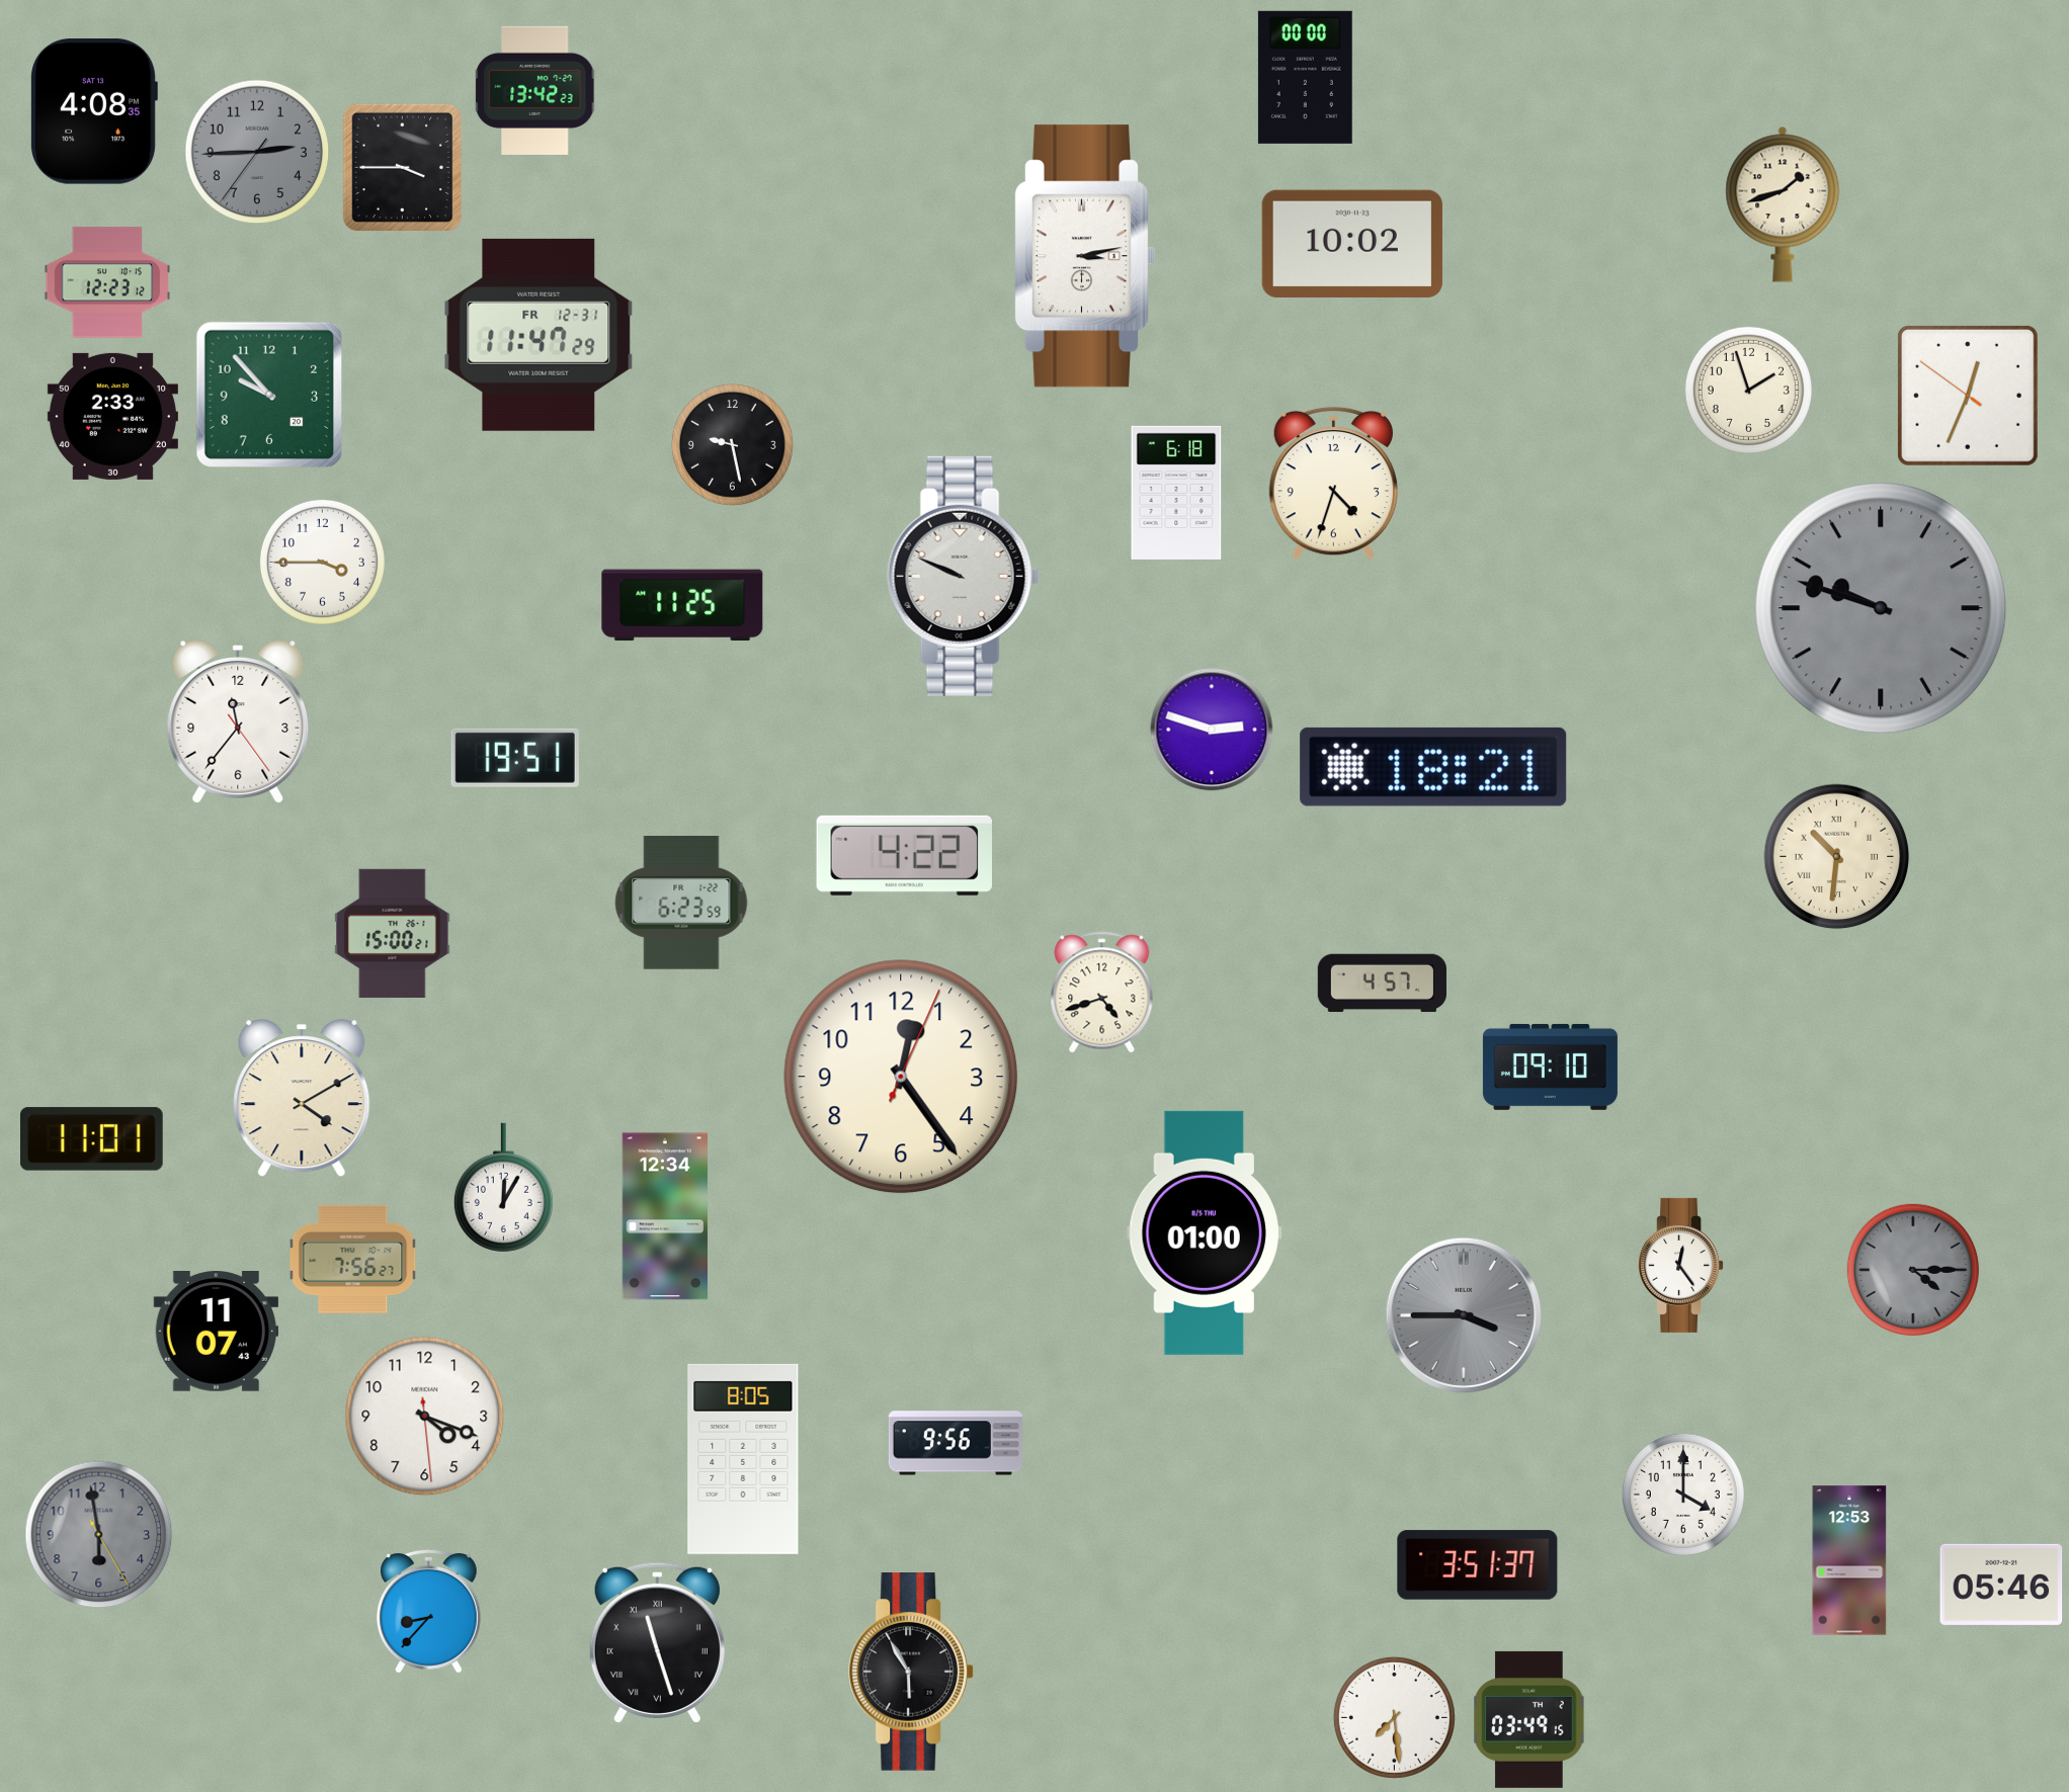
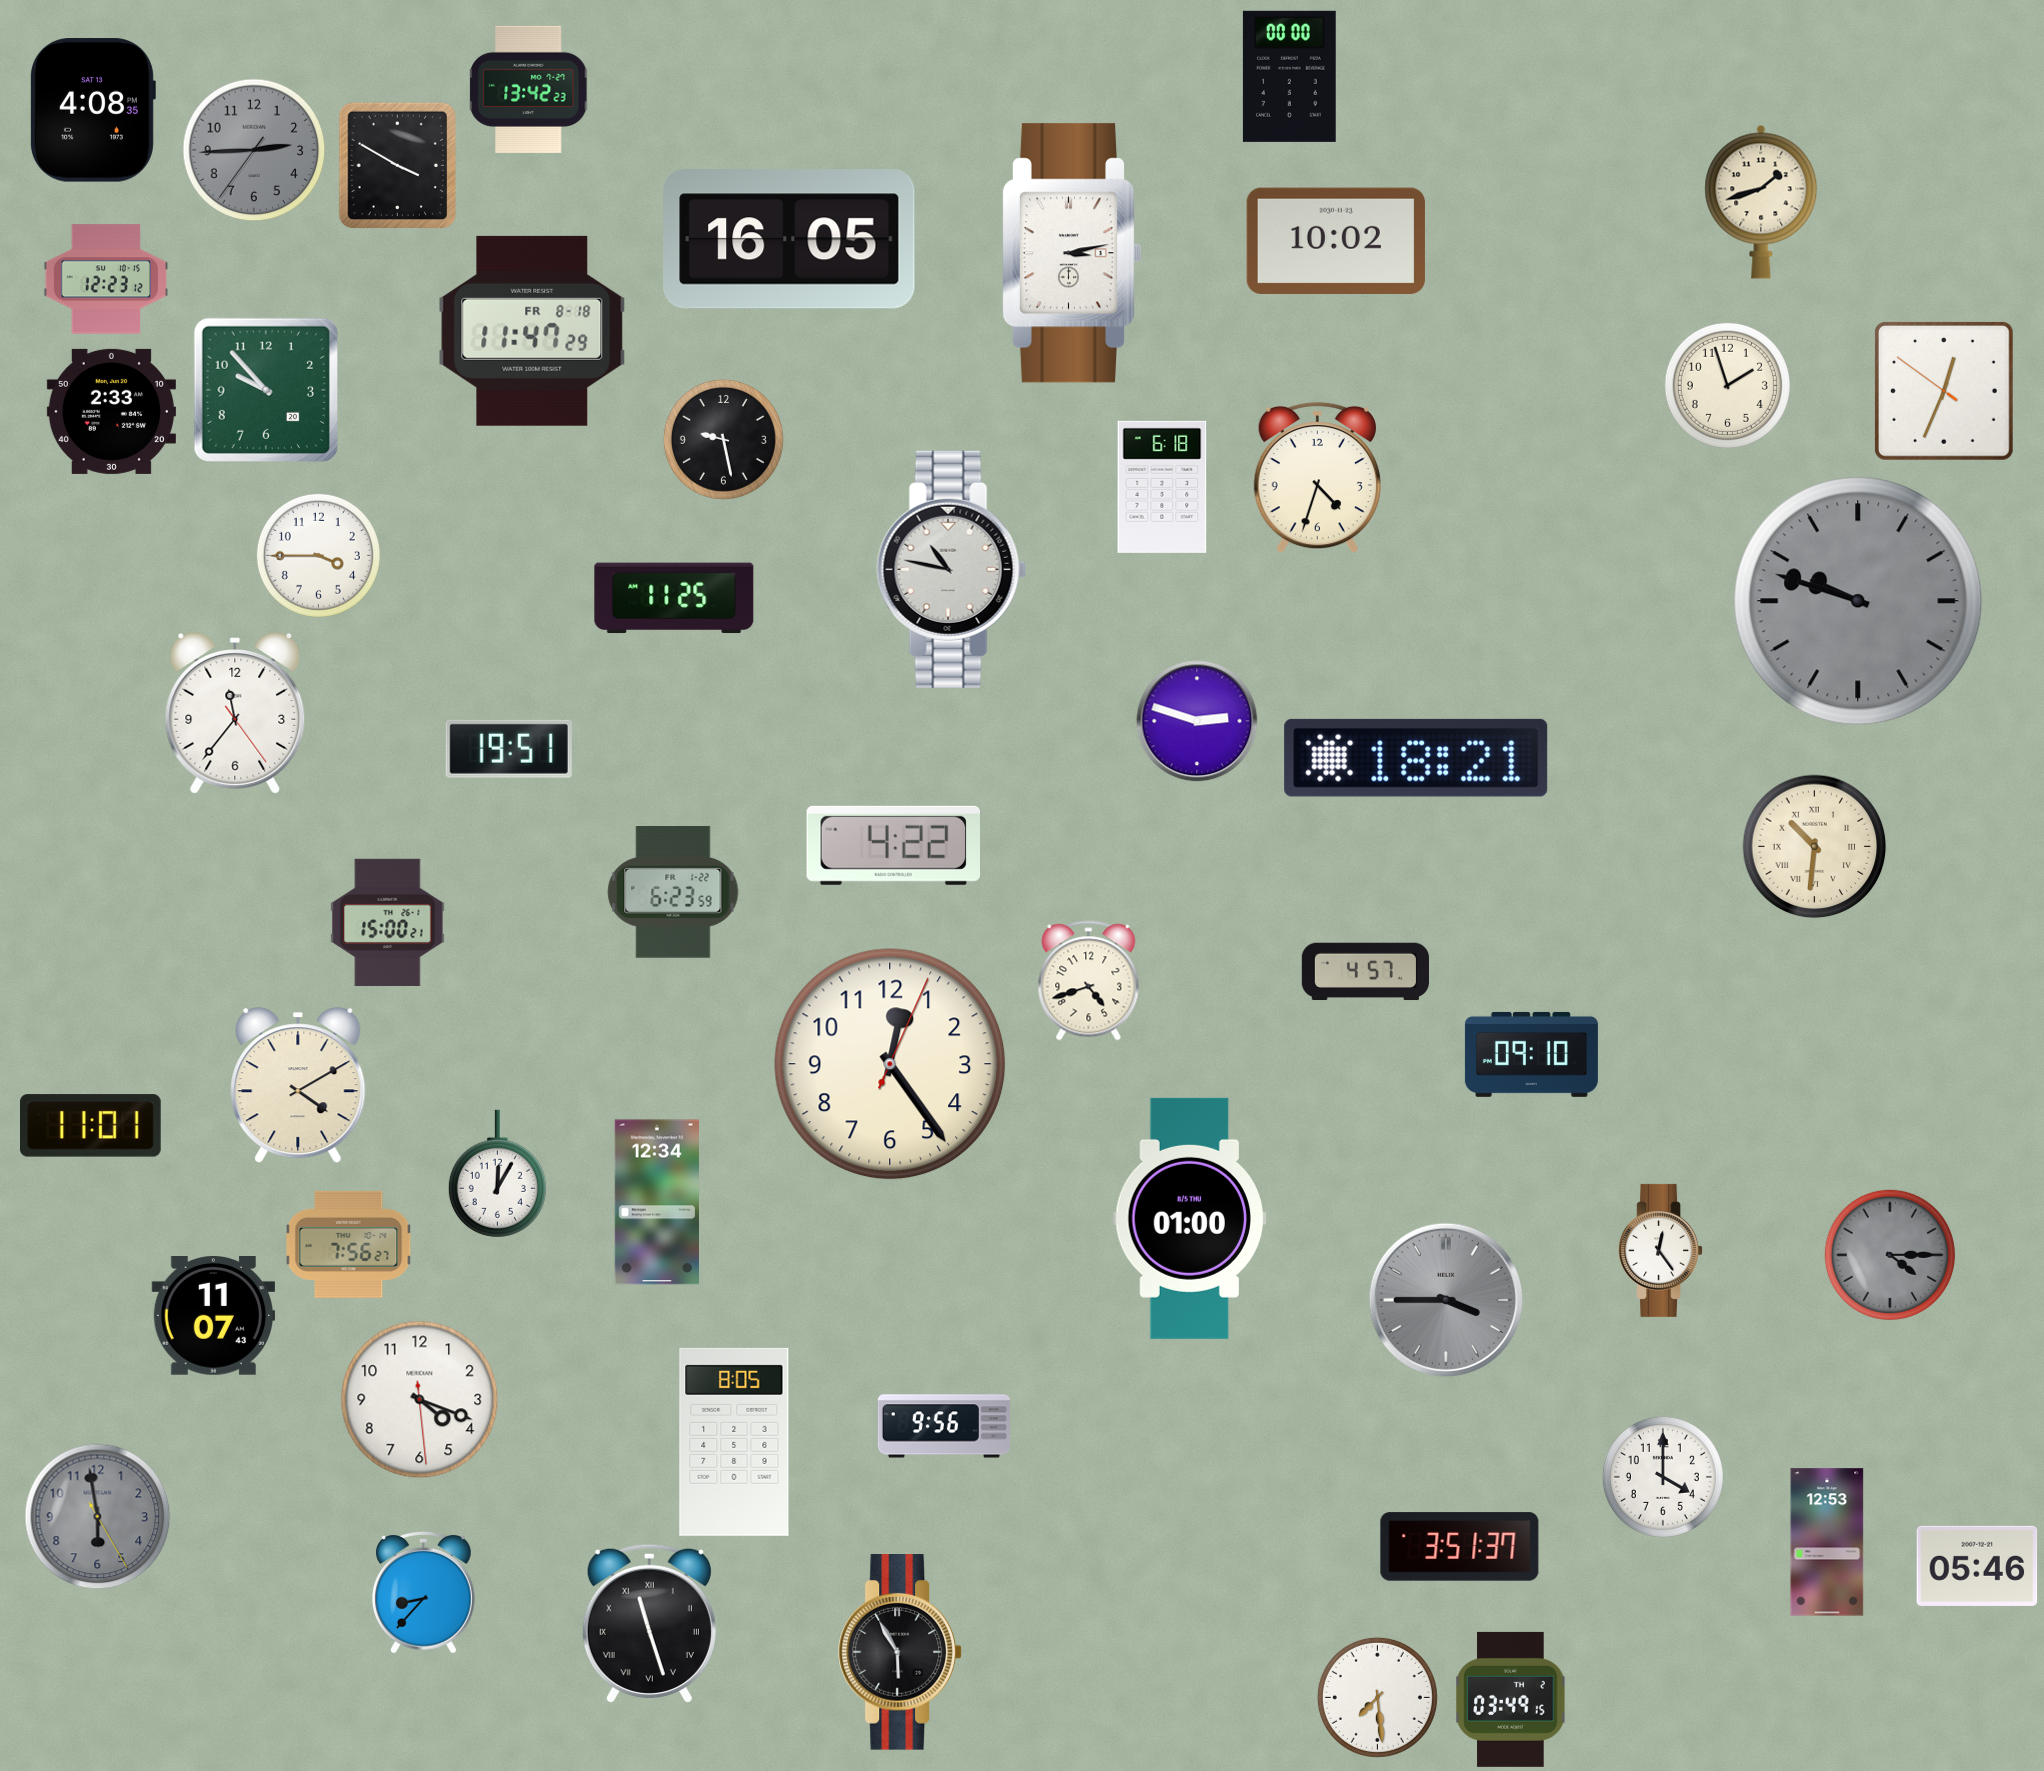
clock at (403, 168): 3:45 -> 3:50
clock at (789, 239): none -> 16:05
clock at (539, 335) date: FR 12-31 -> FR 8-18
clock at (964, 576): 9:49 -> 10:47
